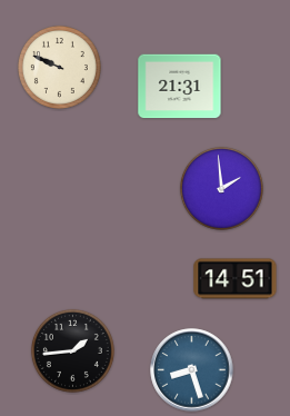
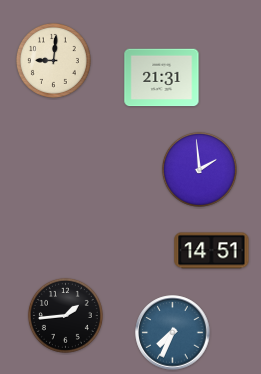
clock at (59, 67): 9:49 -> 9:01
clock at (192, 370): 8:27 -> 7:34
